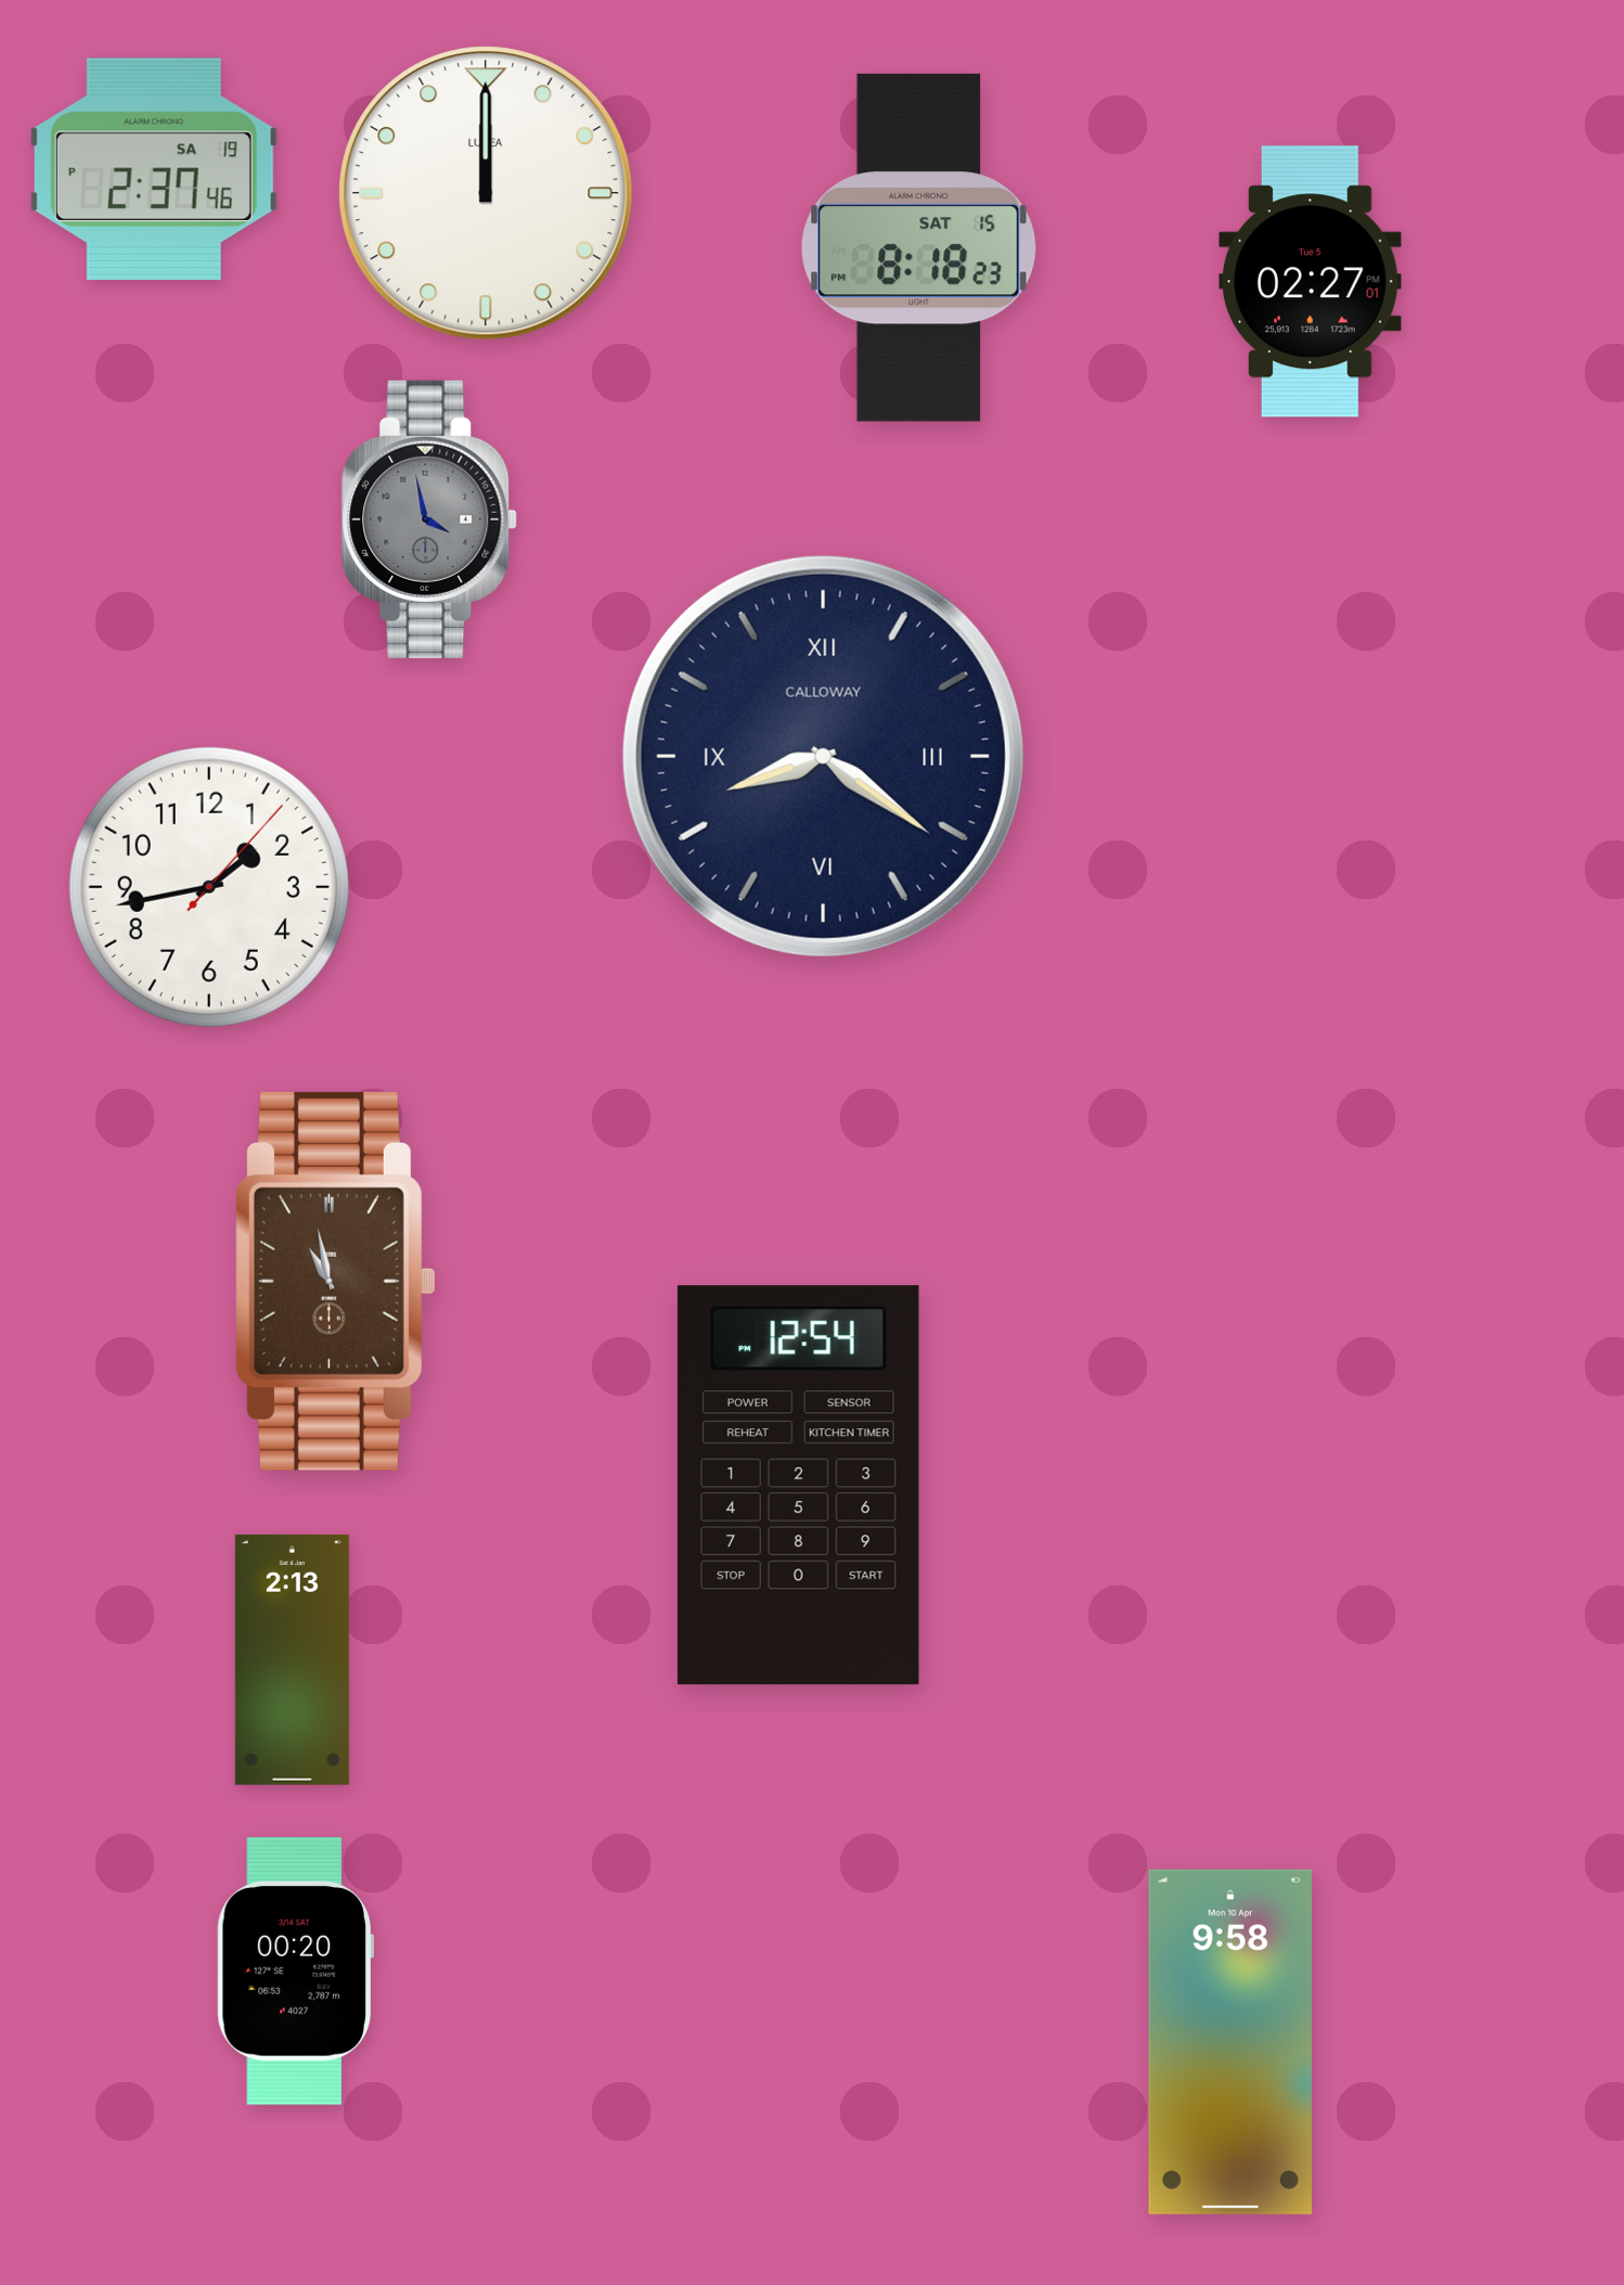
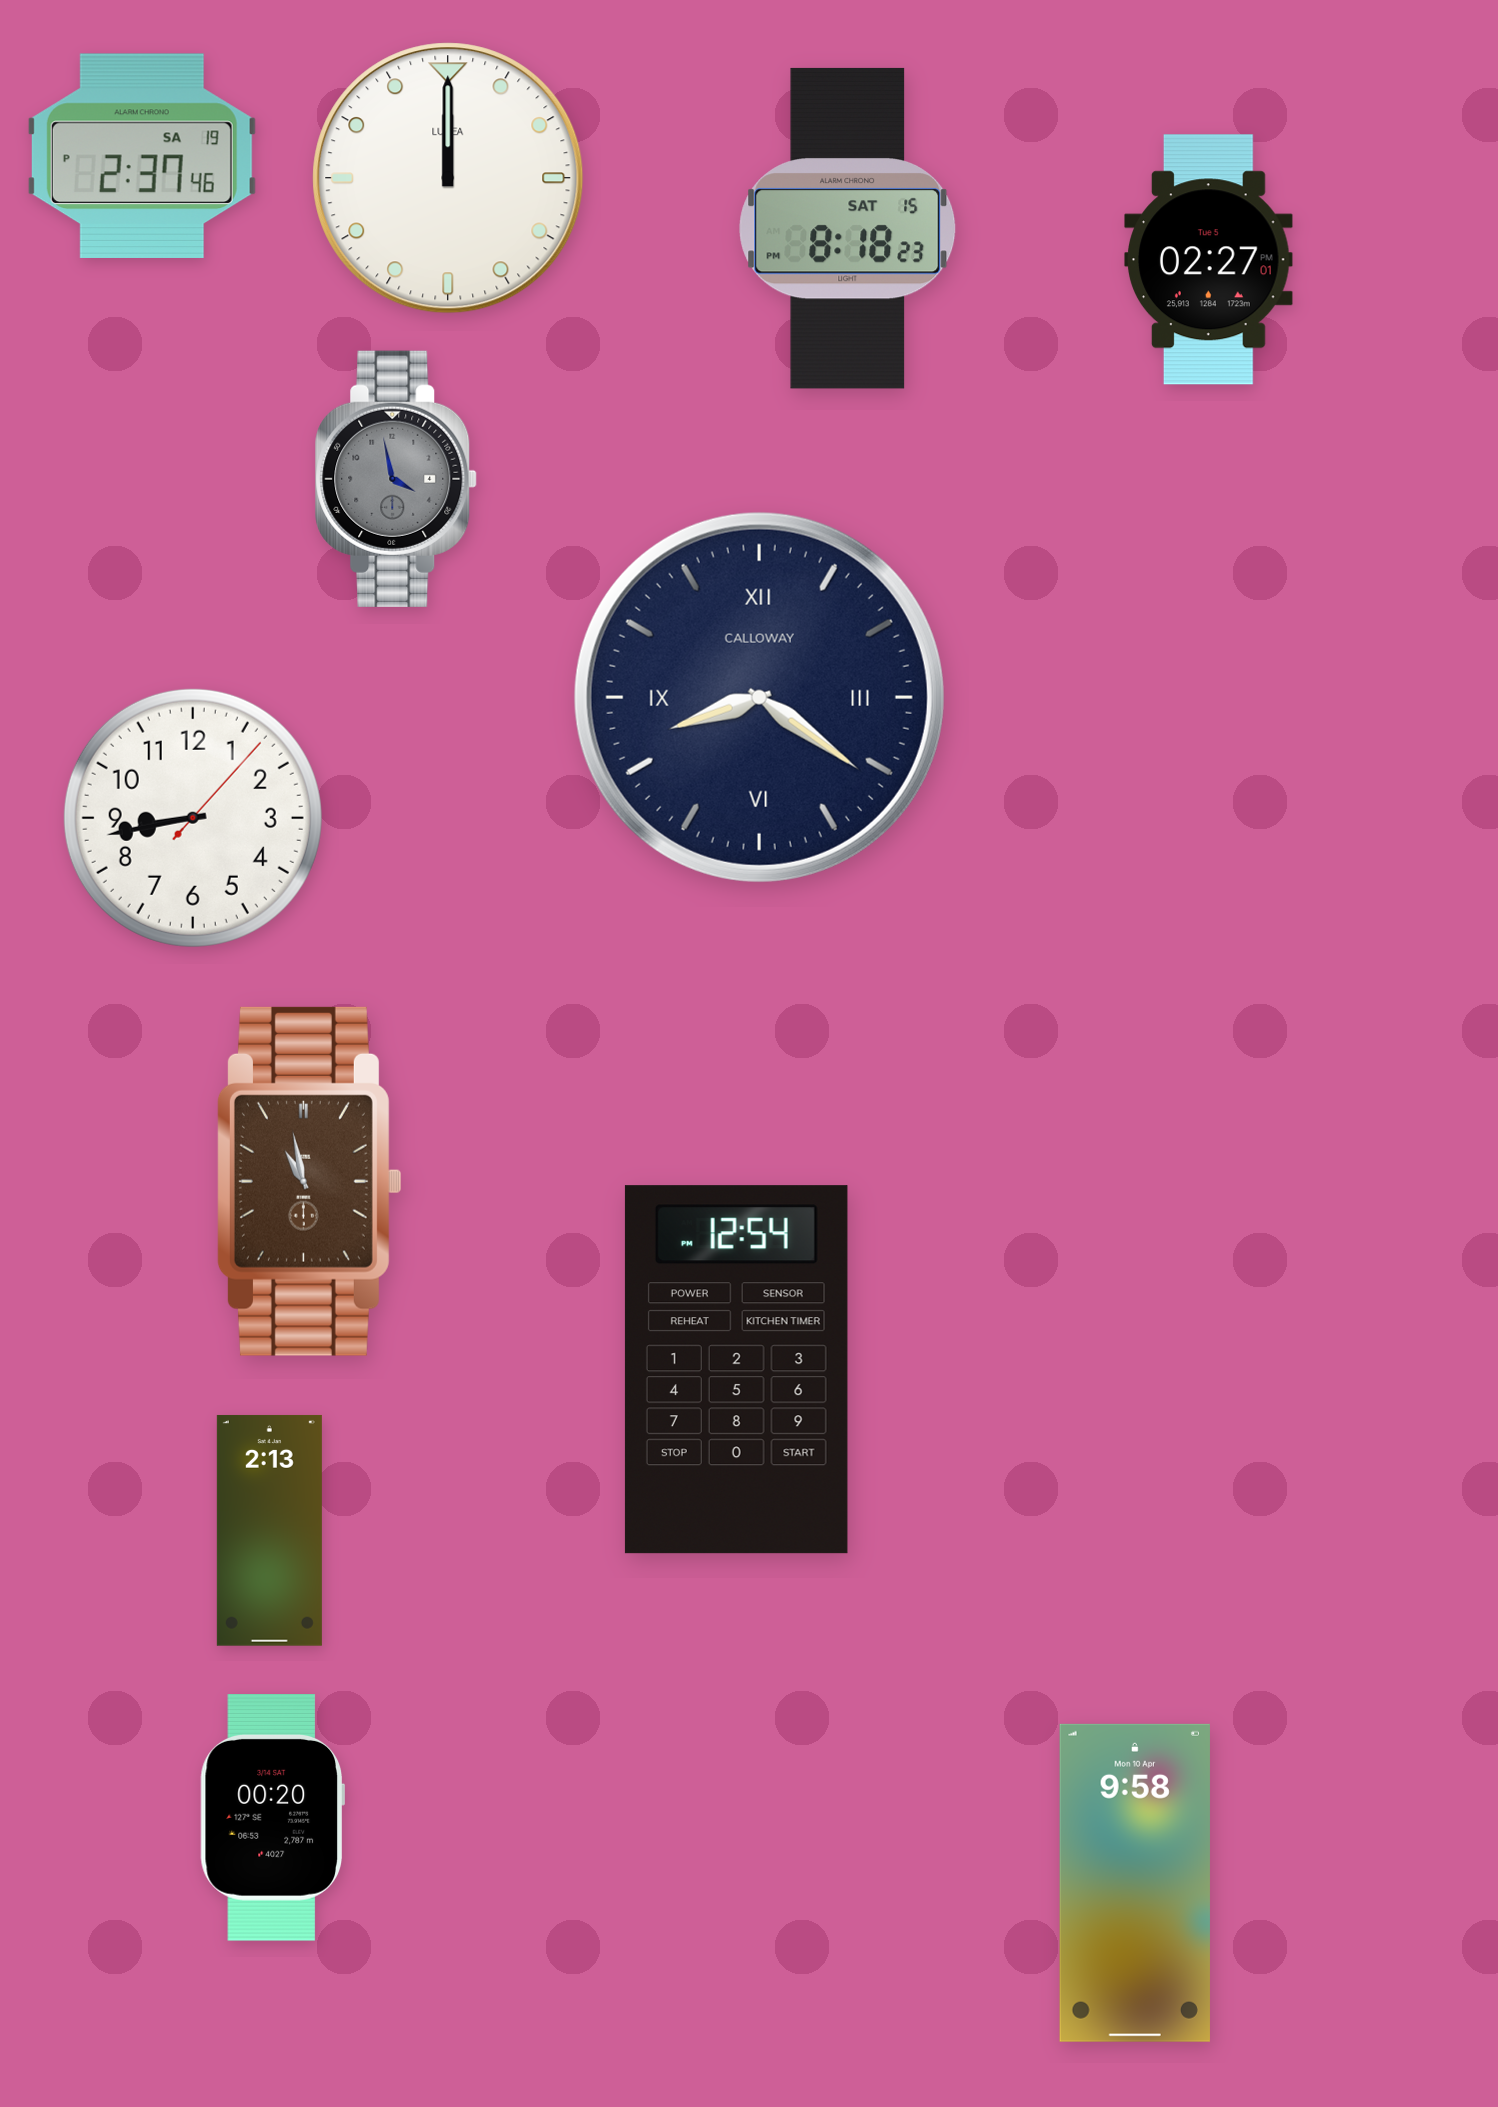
clock at (209, 887): 1:43 -> 8:43
